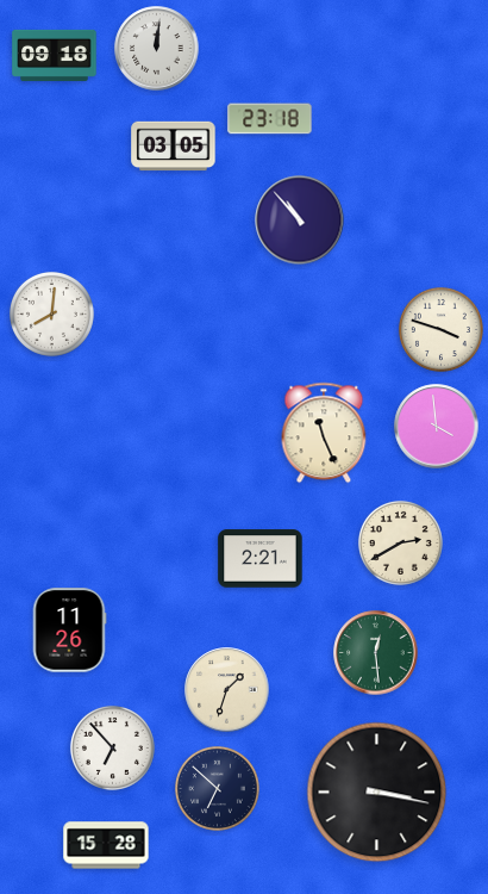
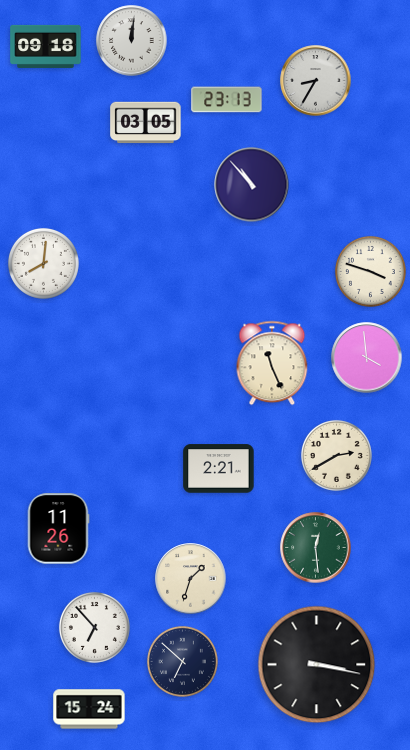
clock at (316, 81): none -> 8:35
clock at (270, 119): 23:18 -> 23:13
clock at (440, 329) position: (440, 329) -> (370, 271)
clock at (106, 845): 15:28 -> 15:24
